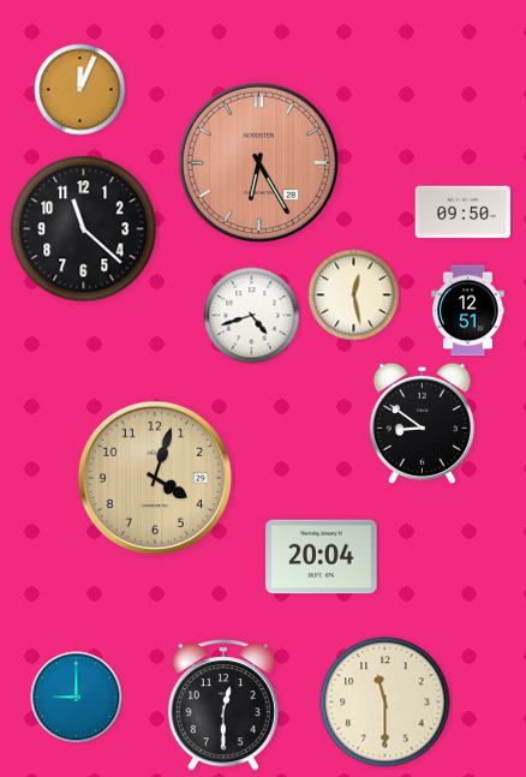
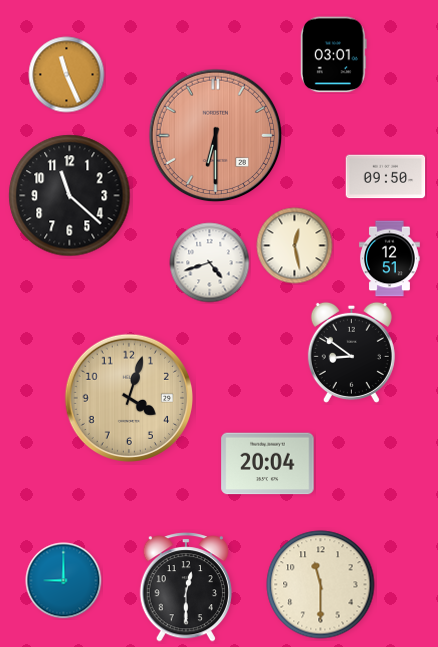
clock at (333, 55): none -> 03:01
clock at (80, 90): 12:04 -> 11:26
clock at (259, 163): 6:25 -> 6:30
clock at (84, 229) position: (84, 229) -> (70, 196)
